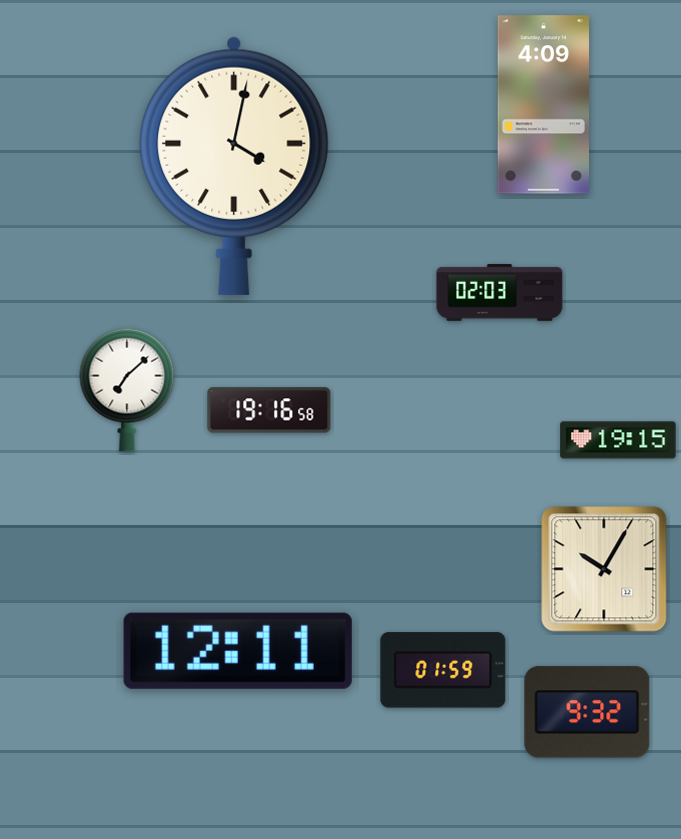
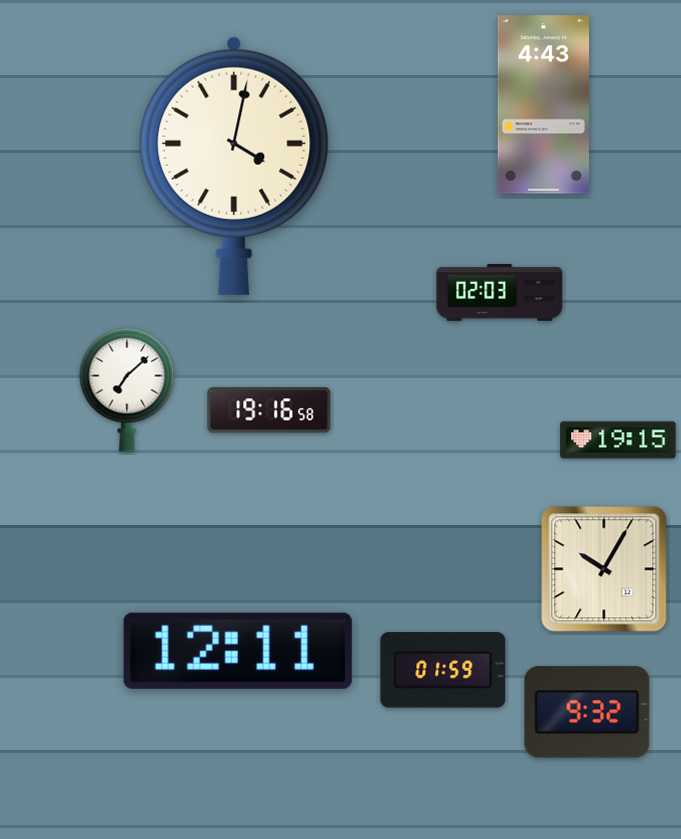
clock at (544, 105): 4:09 -> 4:43
